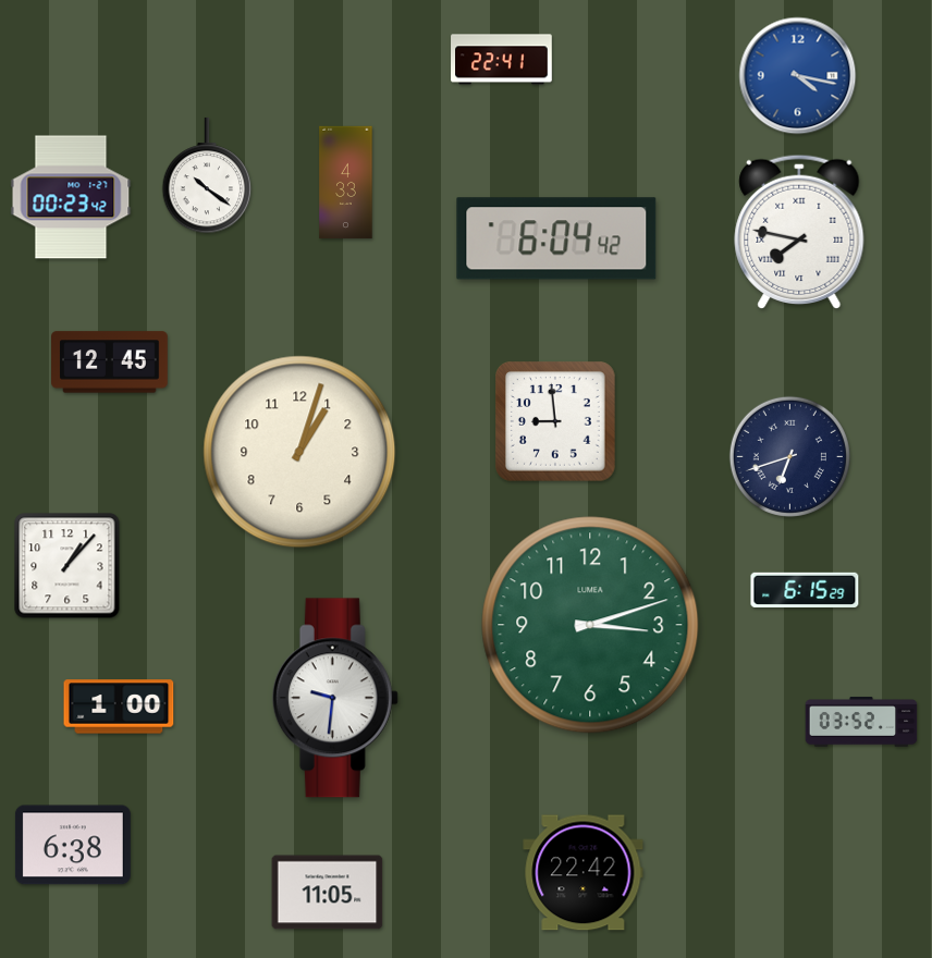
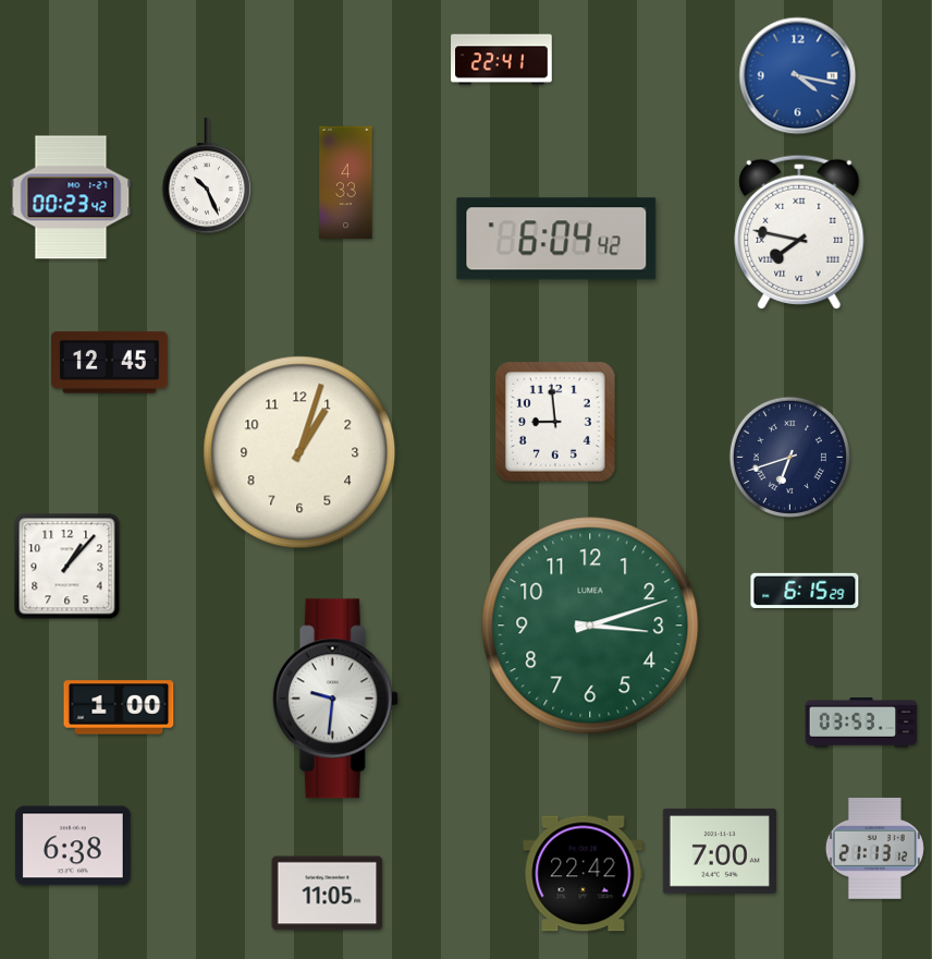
clock at (207, 175): 10:21 -> 10:26
clock at (861, 722): 03:52 -> 03:53
clock at (874, 849): none -> 21:13
clock at (720, 851): none -> 7:00
